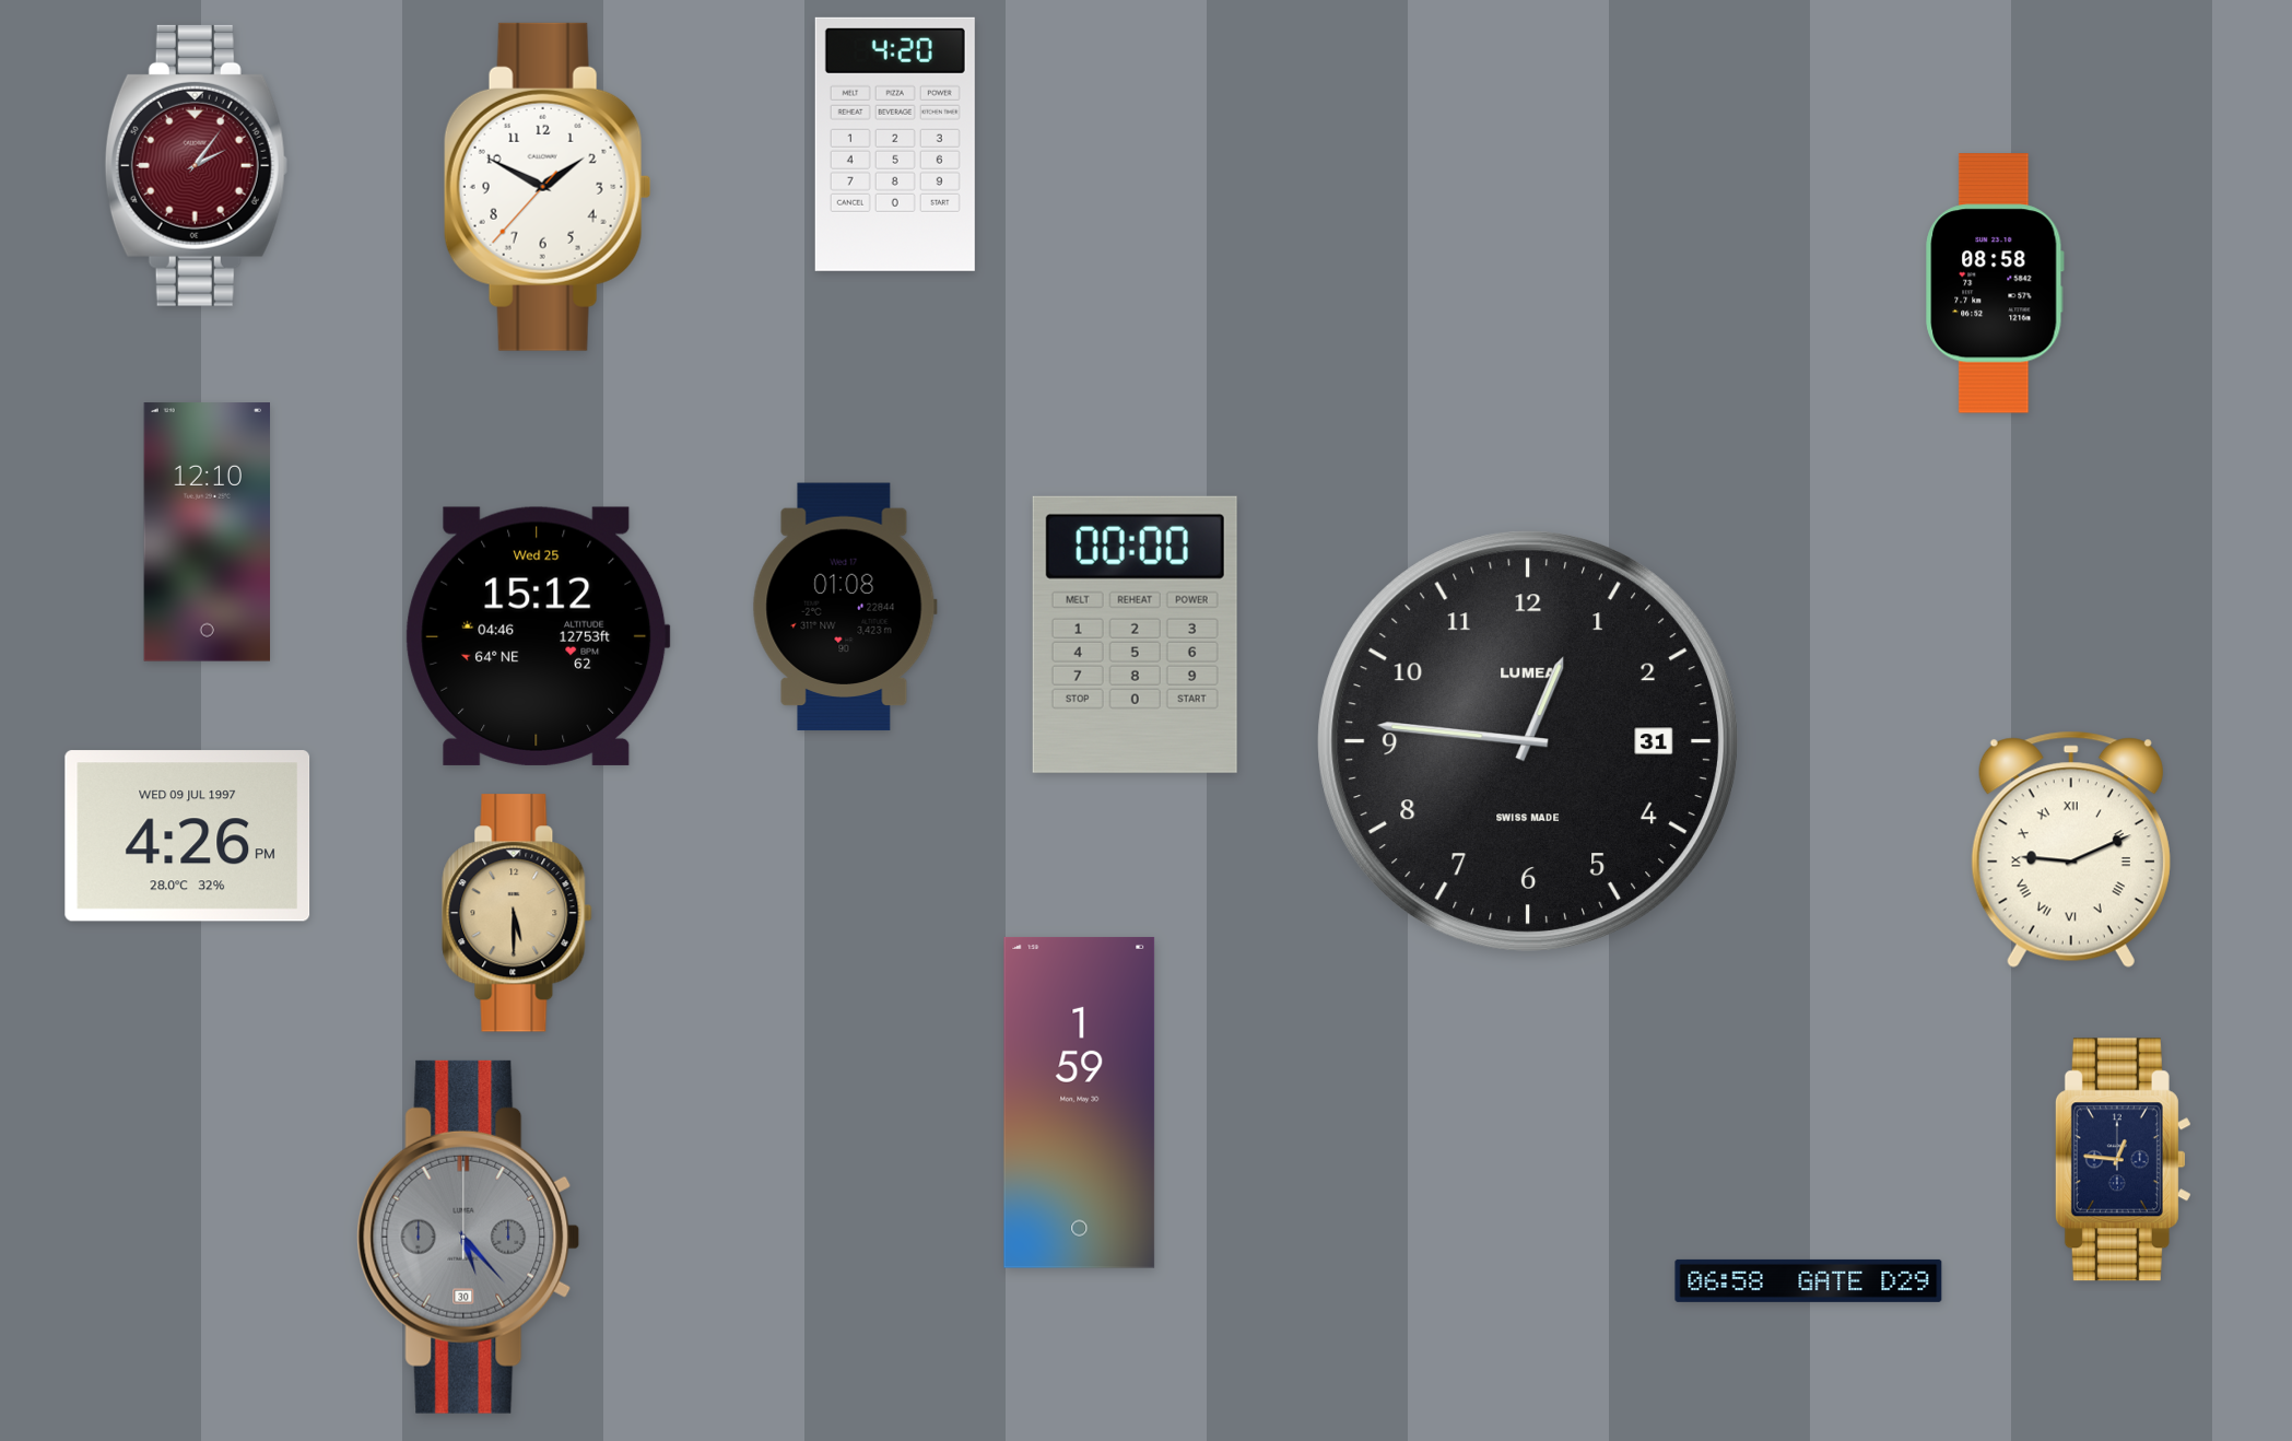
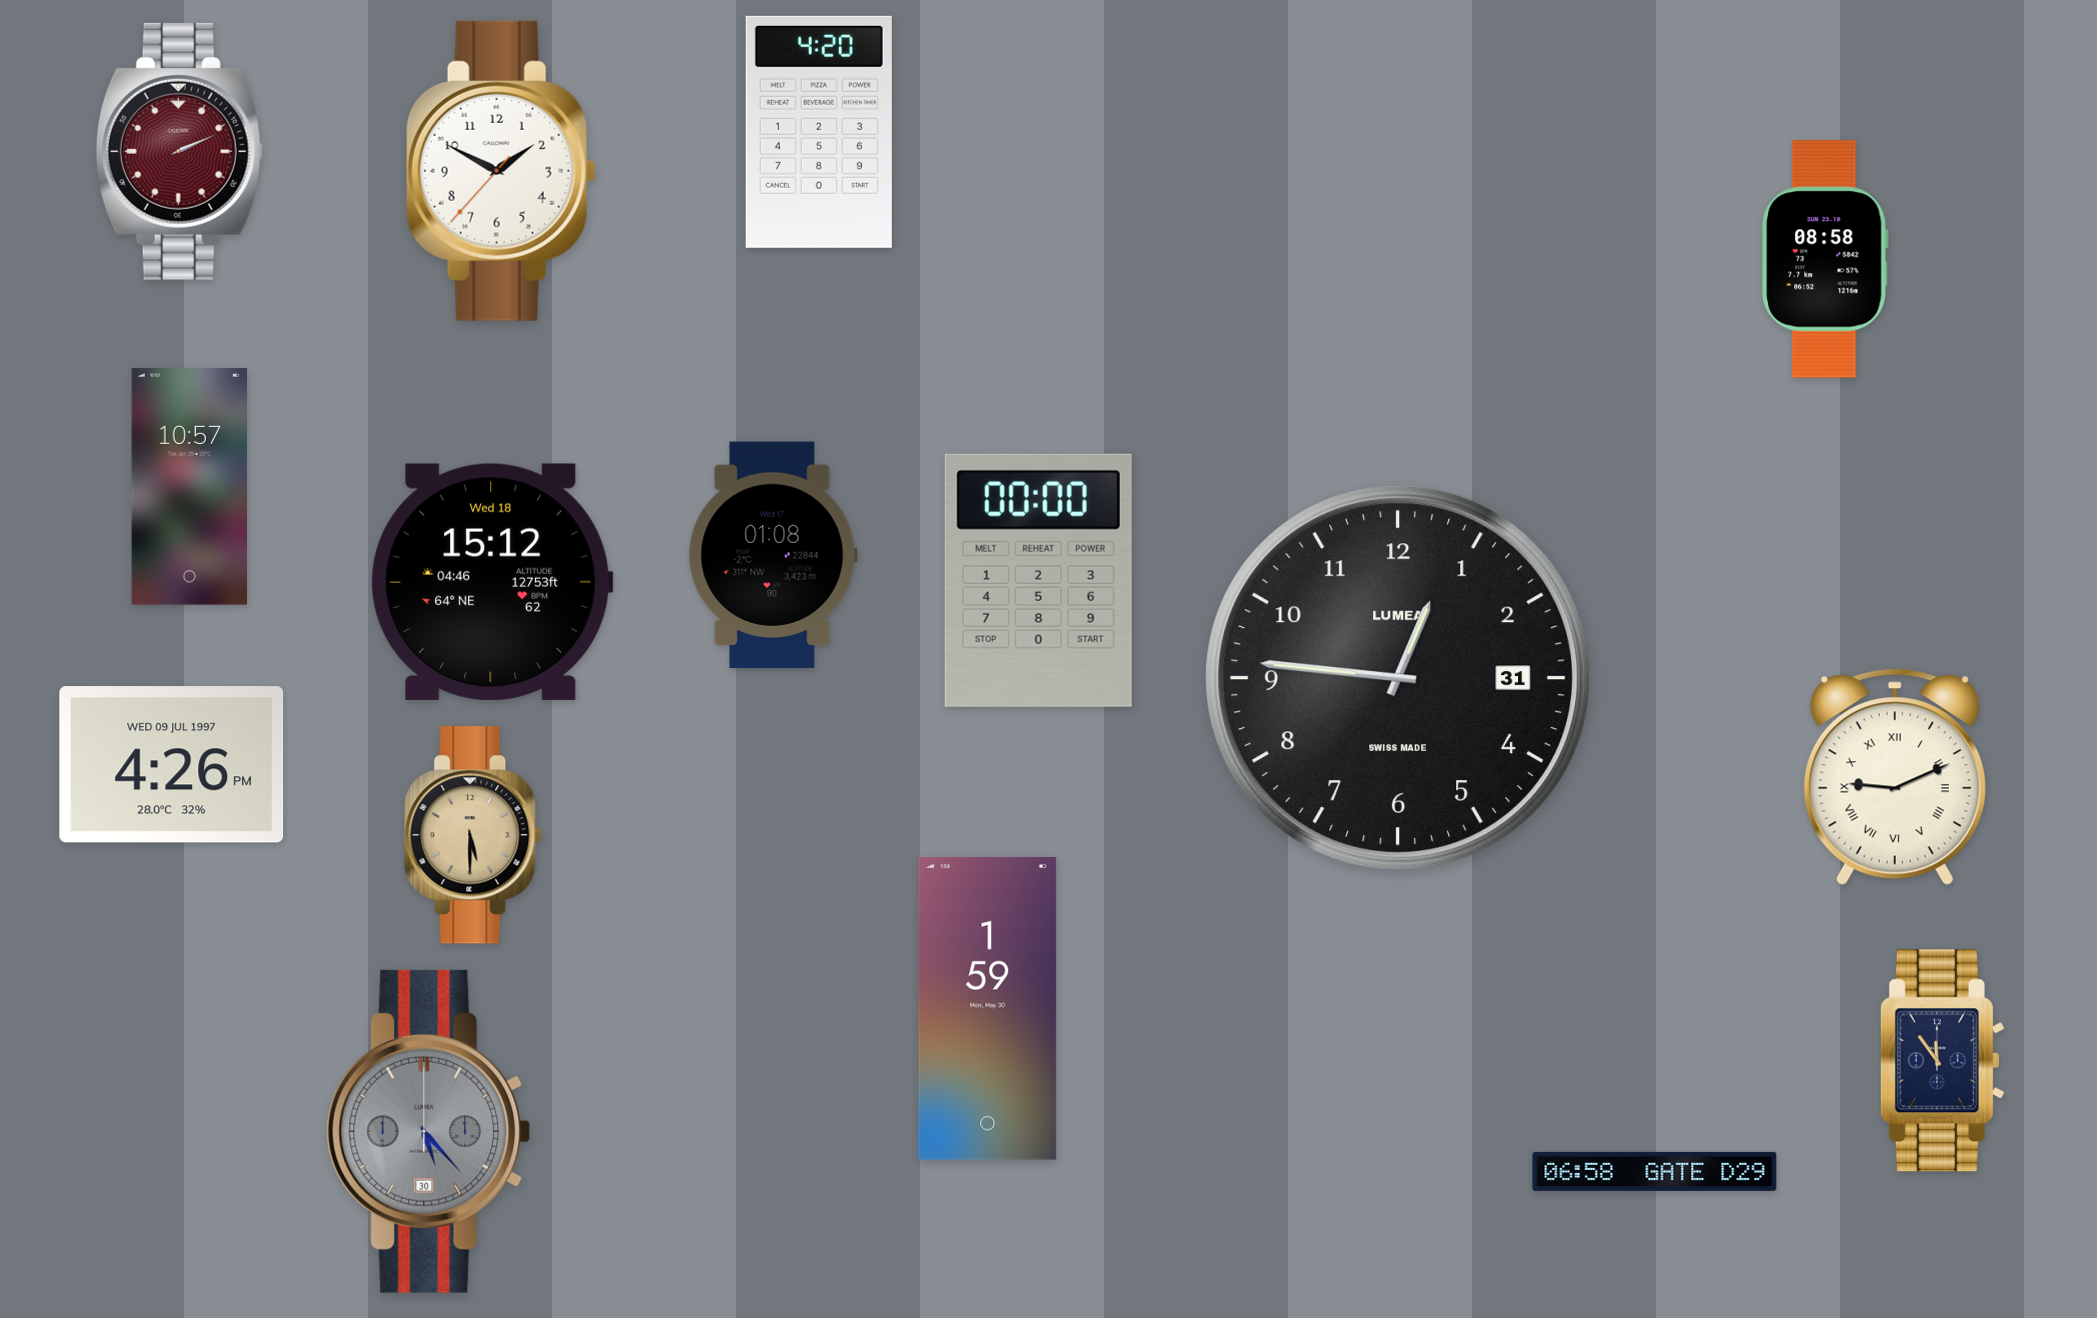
clock at (196, 165): 2:06 -> 2:11
clock at (207, 532): 12:10 -> 10:57
clock at (538, 636) date: Wed 25 -> Wed 18
clock at (2123, 1160): 12:46 -> 11:54
